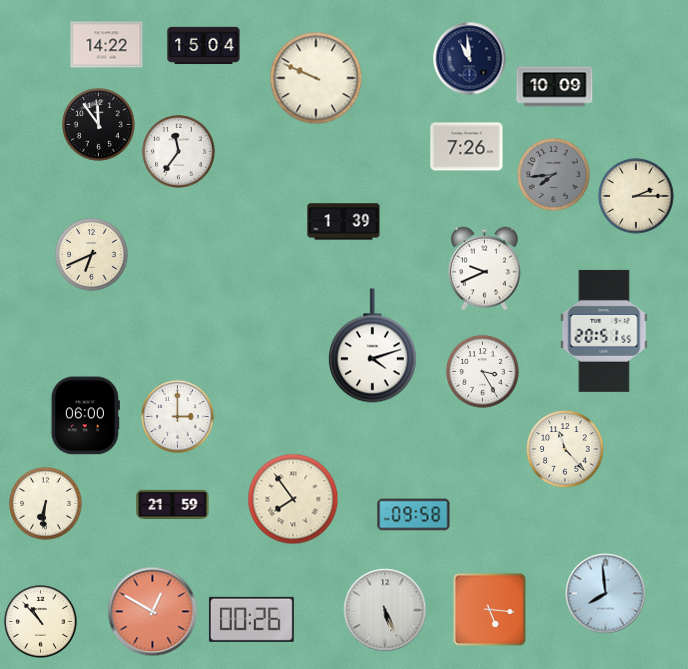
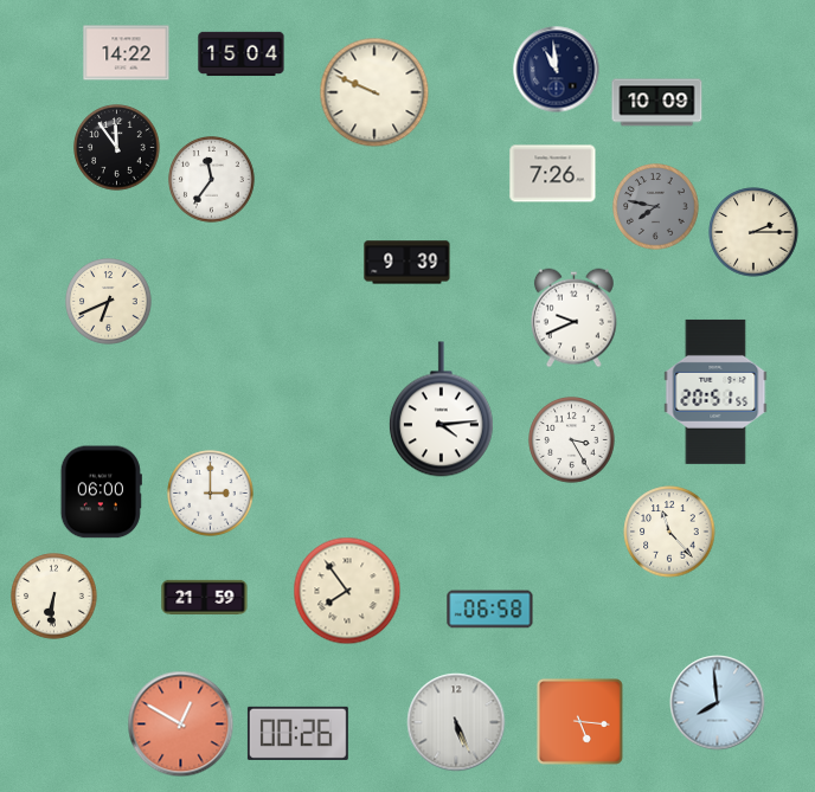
clock at (554, 175): 7:44 -> 7:47
clock at (344, 222): 1:39 -> 9:39
clock at (372, 346): 4:12 -> 4:14
clock at (414, 515): 09:58 -> 06:58
clock at (41, 622): 10:53 -> none
